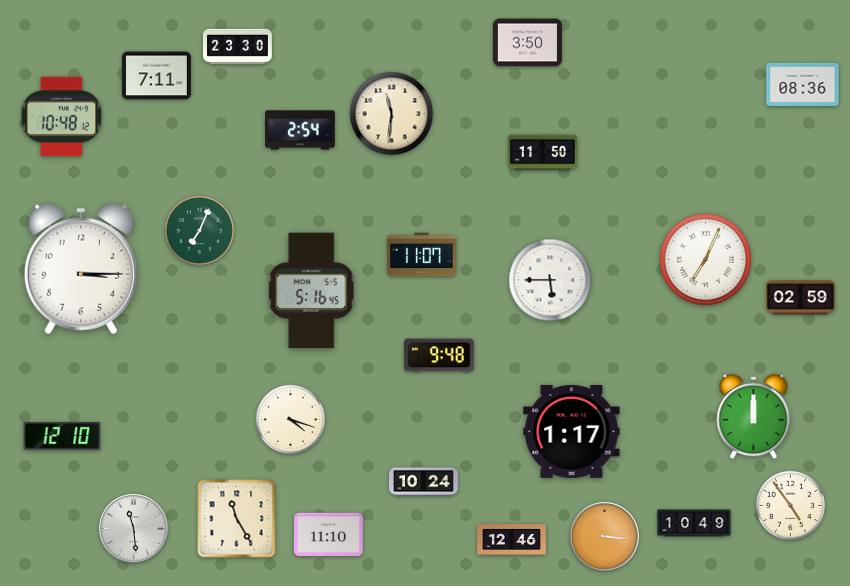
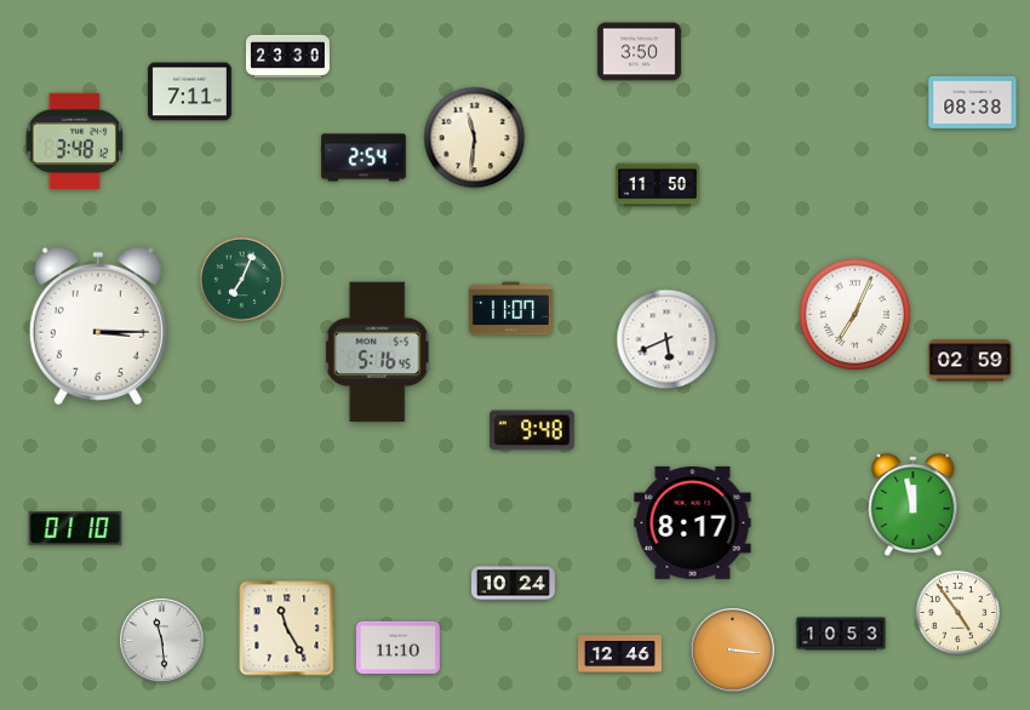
clock at (803, 84): 08:36 -> 08:38
clock at (62, 116): 10:48 -> 3:48
clock at (550, 280): 5:45 -> 5:41
clock at (754, 417): 12:00 -> 11:58
clock at (290, 419): 4:18 -> none
clock at (572, 431): 1:17 -> 8:17
clock at (62, 437): 12:10 -> 01:10
clock at (694, 523): 10:49 -> 10:53
